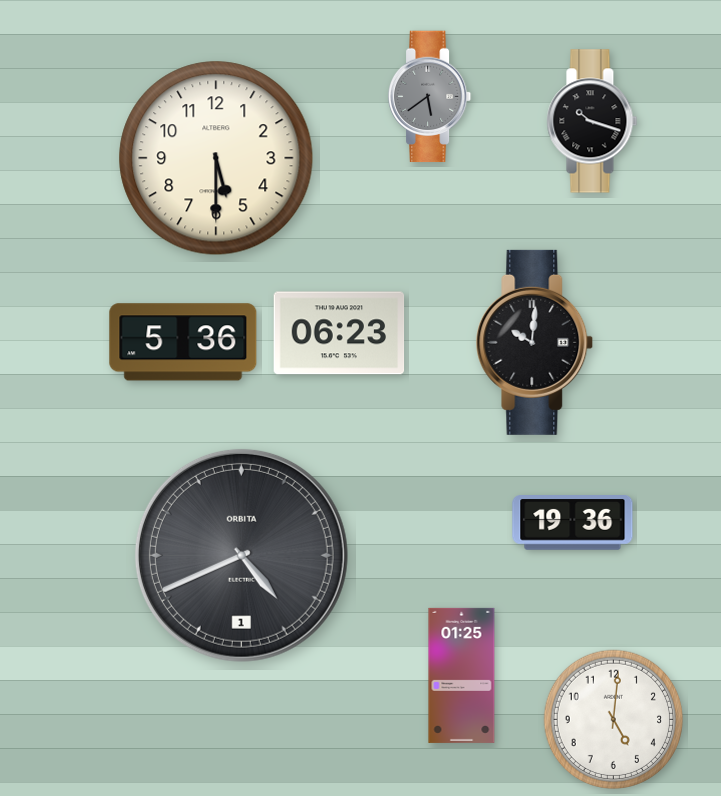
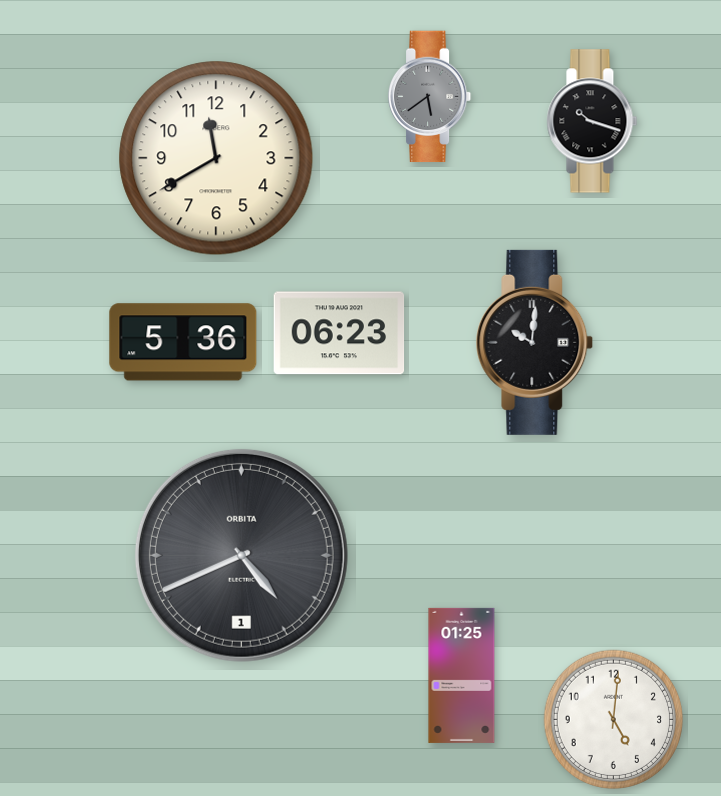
clock at (216, 158): 5:30 -> 11:40
clock at (573, 523): 19:36 -> none
